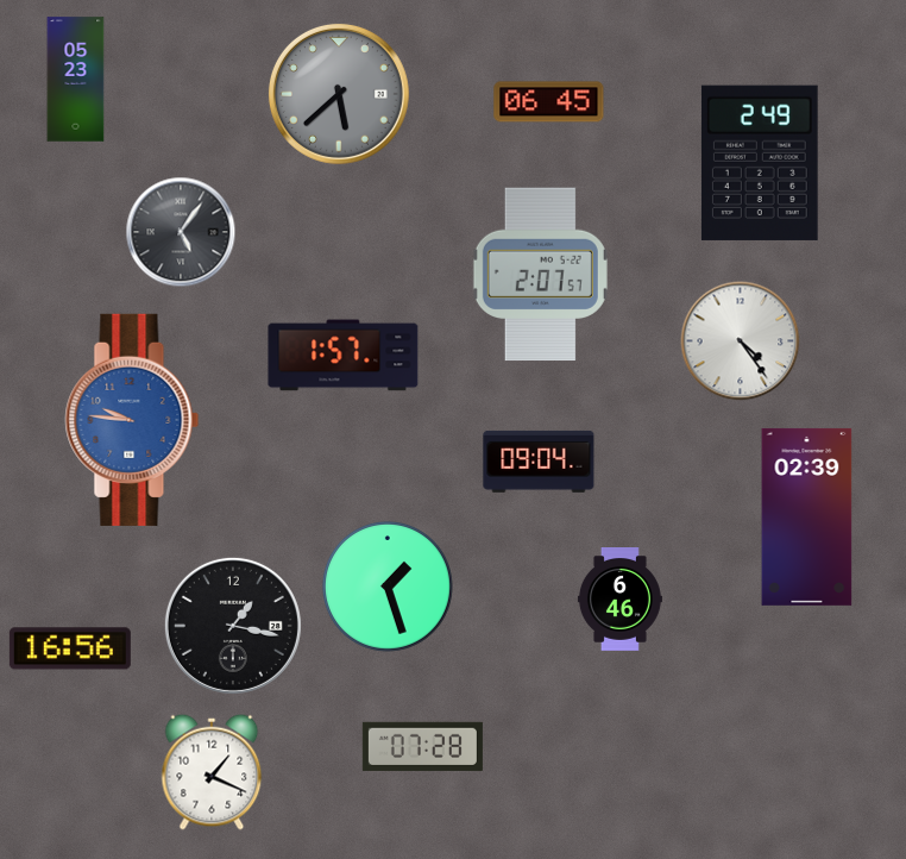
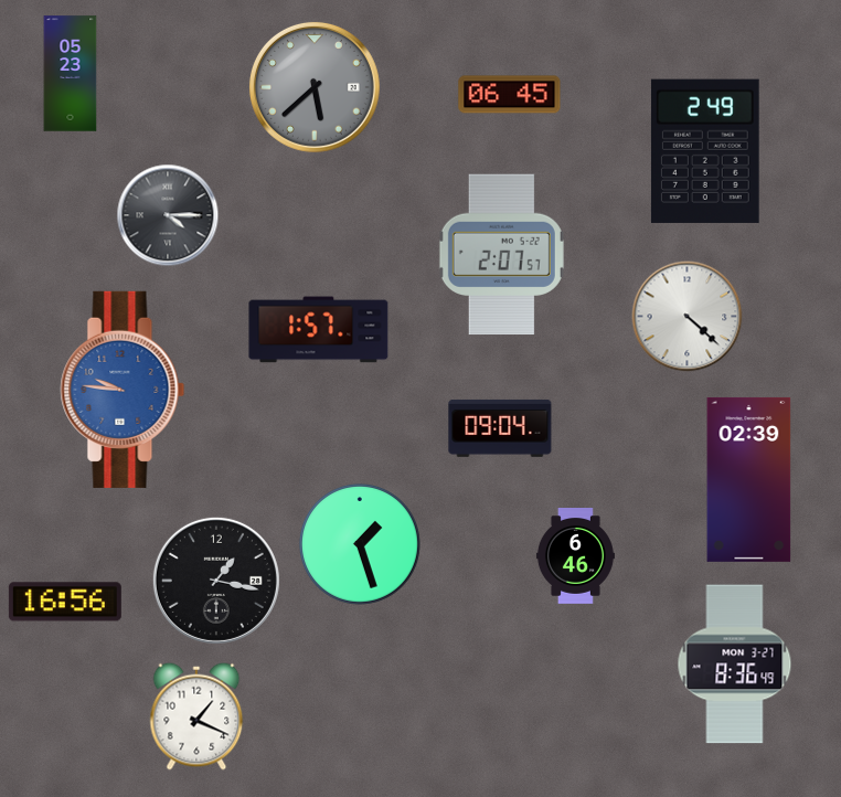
clock at (181, 232): 5:06 -> 4:15
clock at (741, 341): 4:24 -> 4:22
clock at (735, 665): none -> 8:36
clock at (422, 746): 07:28 -> none
